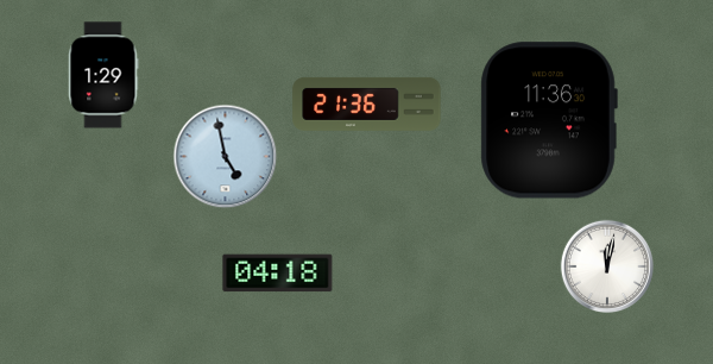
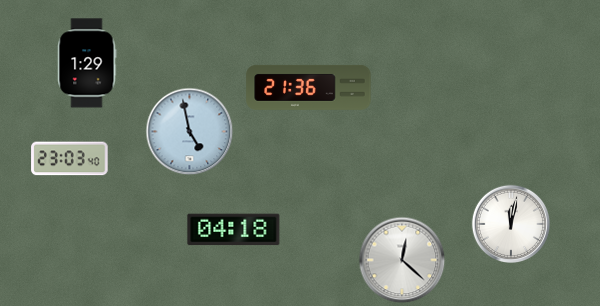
clock at (549, 120): 11:36 -> none
clock at (70, 159): none -> 23:03
clock at (402, 260): none -> 12:22
